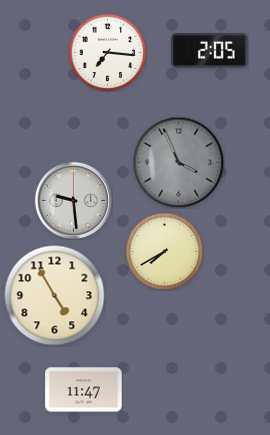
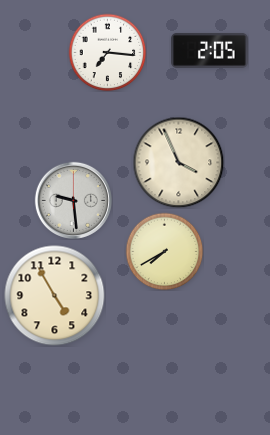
clock at (178, 162) dial: grey -> cream
clock at (84, 390): 11:47 -> none
